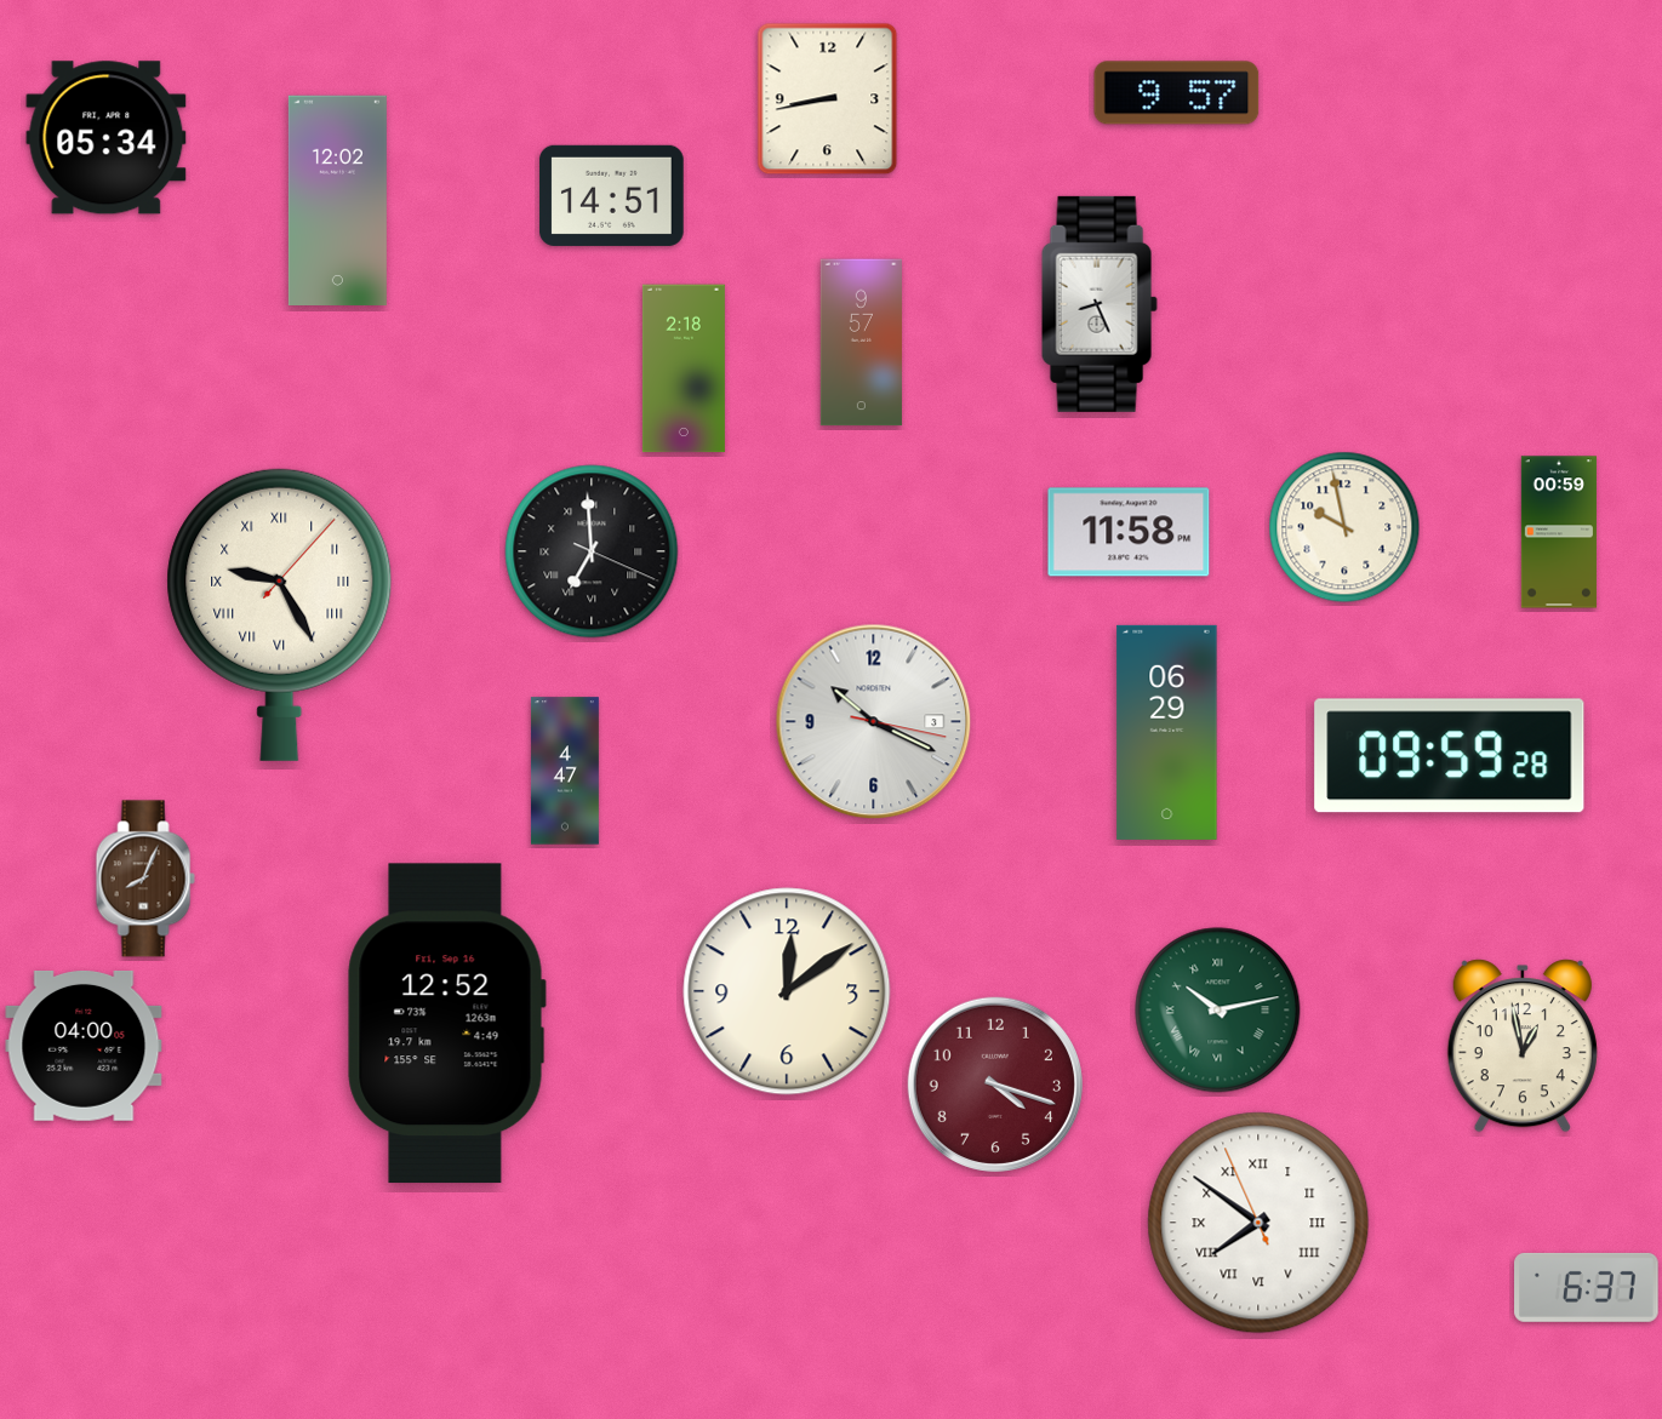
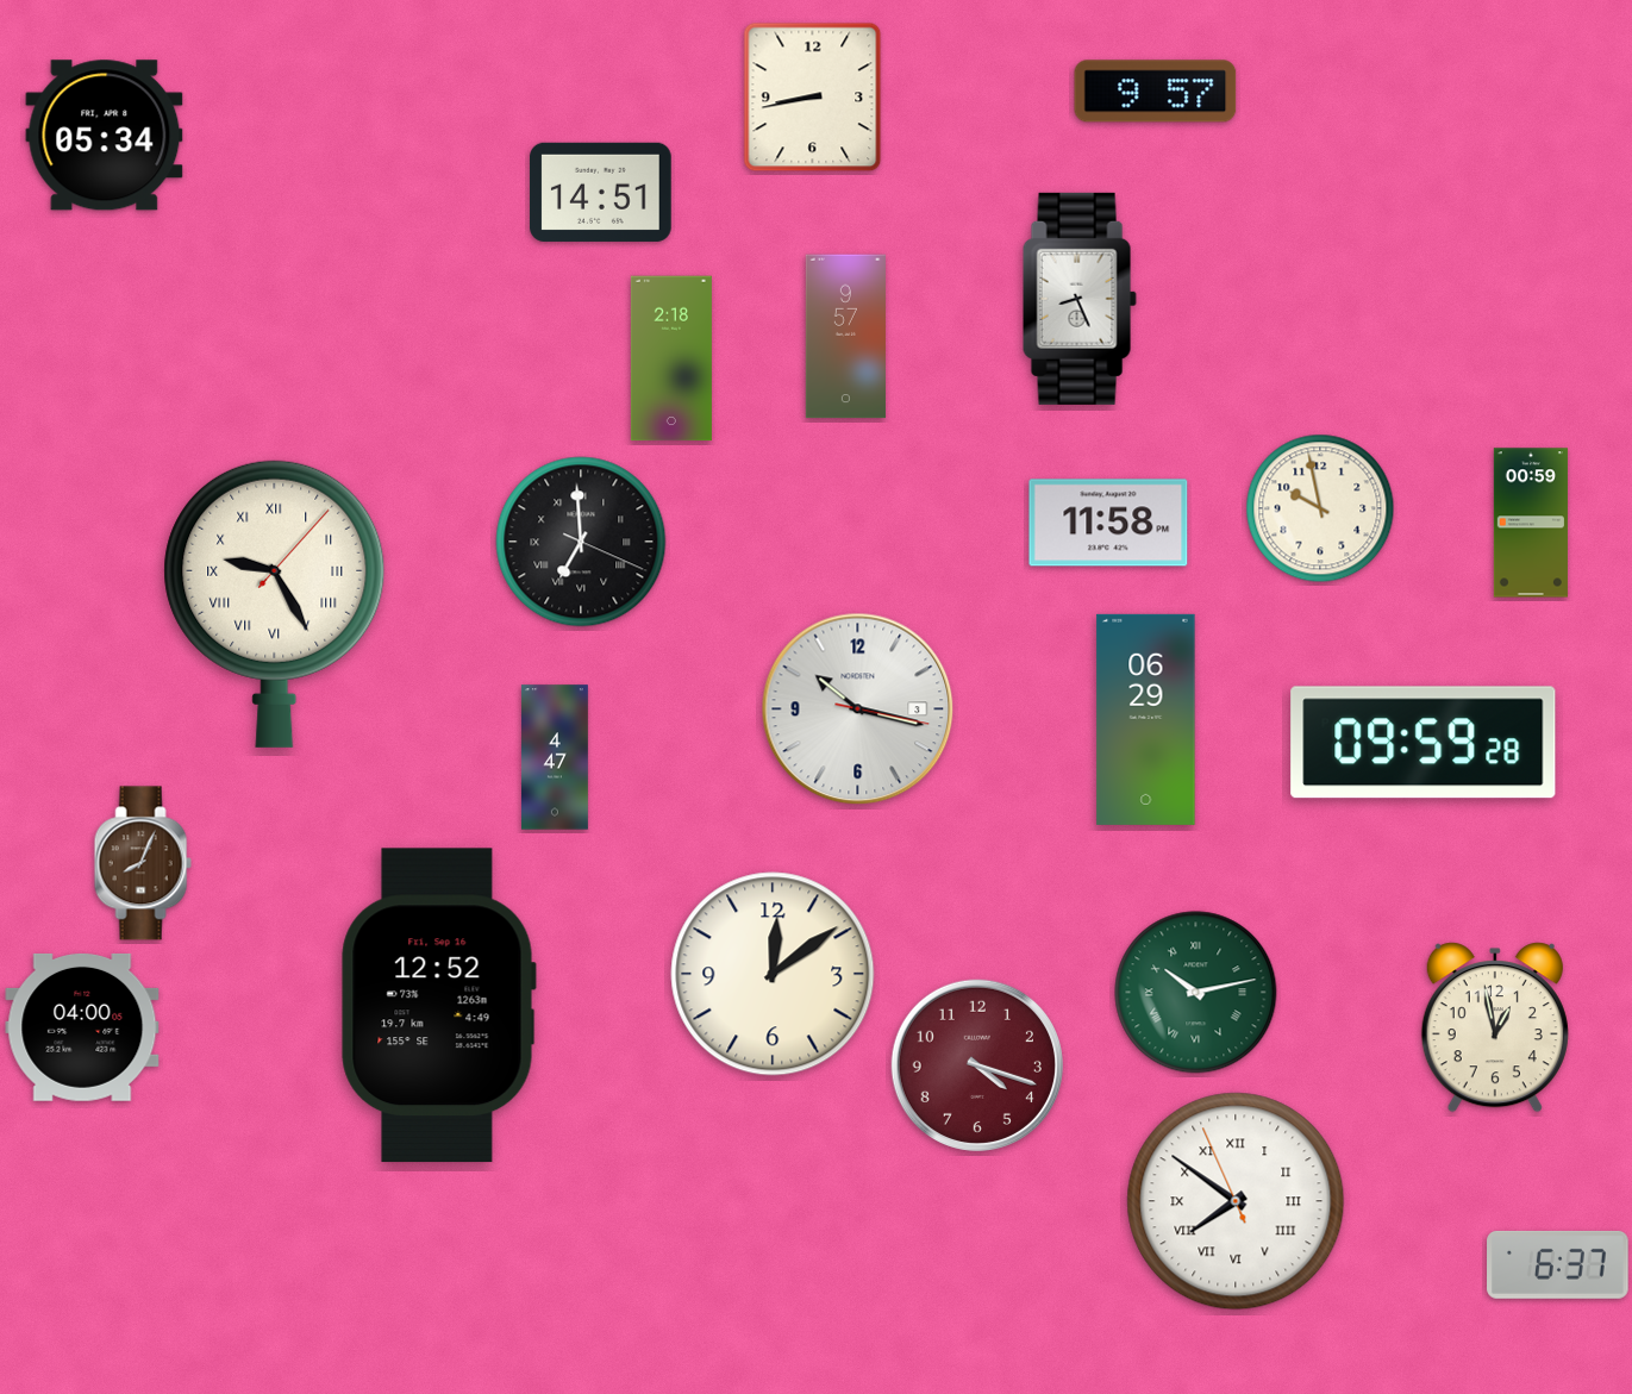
clock at (337, 200): 12:02 -> none
clock at (684, 368) position: (684, 368) -> (671, 358)
clock at (1344, 527) position: (1344, 527) -> (1320, 508)
clock at (874, 722): 10:19 -> 10:17
